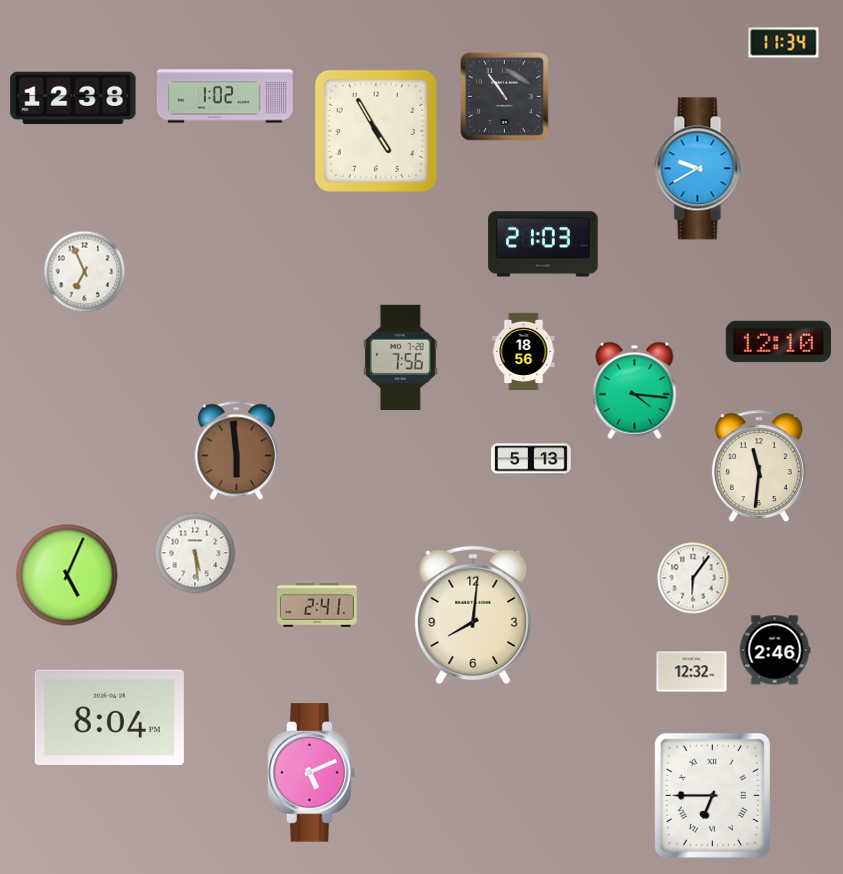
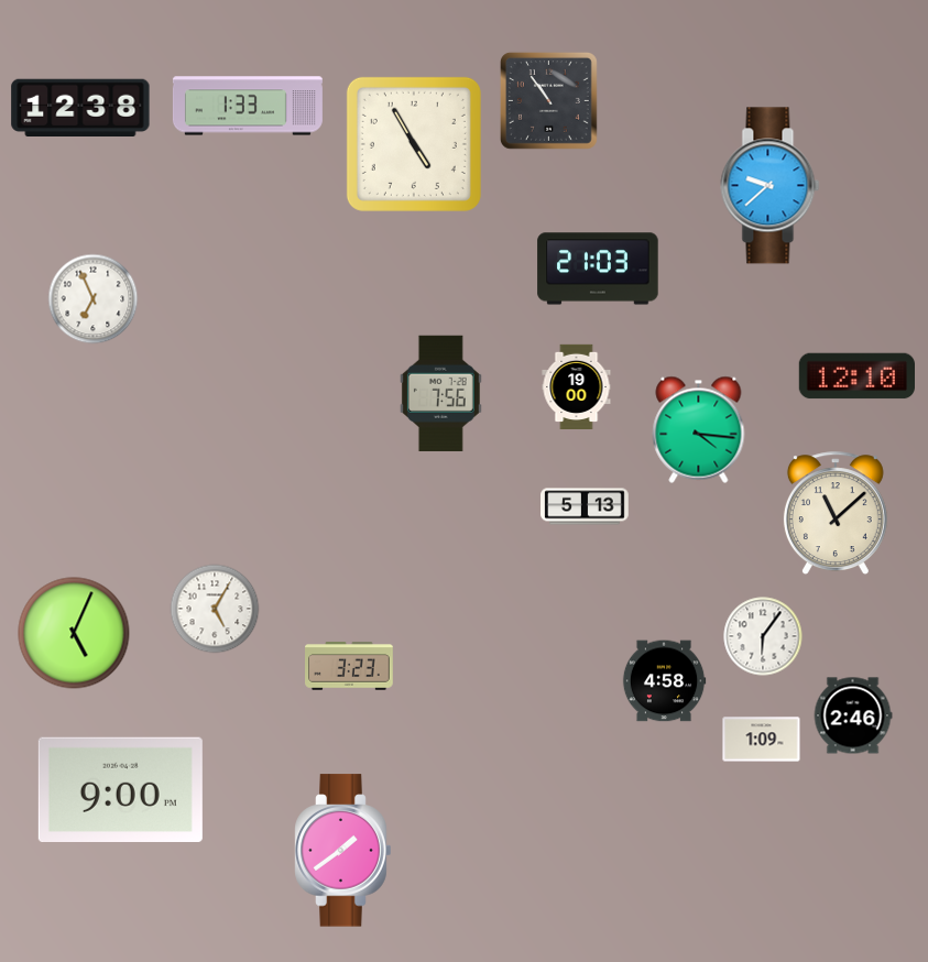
clock at (784, 43): 11:34 -> none
clock at (225, 96): 1:02 -> 1:33
clock at (504, 96) position: (504, 96) -> (548, 100)
clock at (700, 169): 9:40 -> 9:38
clock at (524, 351): 18:56 -> 19:00
clock at (236, 451): 5:59 -> none
clock at (759, 467): 11:31 -> 11:08
clock at (195, 553): 5:29 -> 5:05
clock at (318, 605): 2:41 -> 3:23
clock at (473, 615): 8:01 -> none
clock at (664, 681): none -> 4:58
clock at (692, 672): 12:32 -> 1:09
clock at (109, 717): 8:04 -> 9:00
clock at (312, 773): 5:11 -> 1:39
clock at (712, 795): 6:45 -> none
